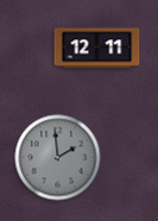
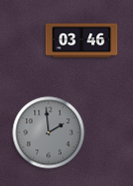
clock at (97, 49): 12:11 -> 03:46
